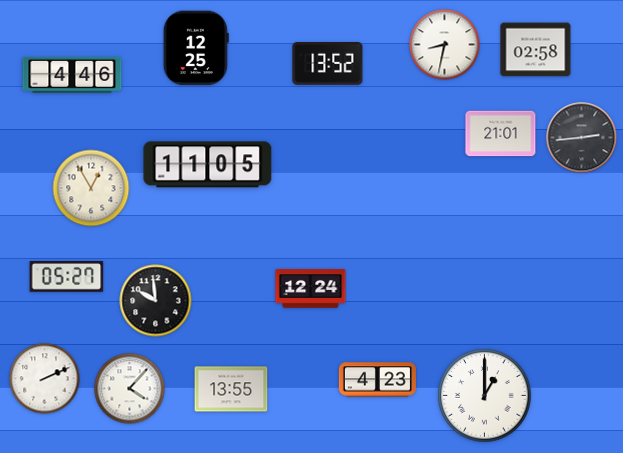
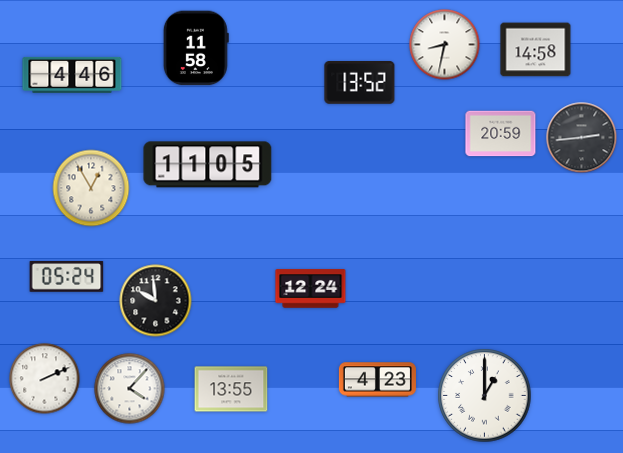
clock at (196, 48): 12:25 -> 11:58
clock at (536, 50): 02:58 -> 14:58
clock at (328, 64) position: (328, 64) -> (360, 83)
clock at (501, 134): 21:01 -> 20:59
clock at (67, 277): 05:27 -> 05:24
